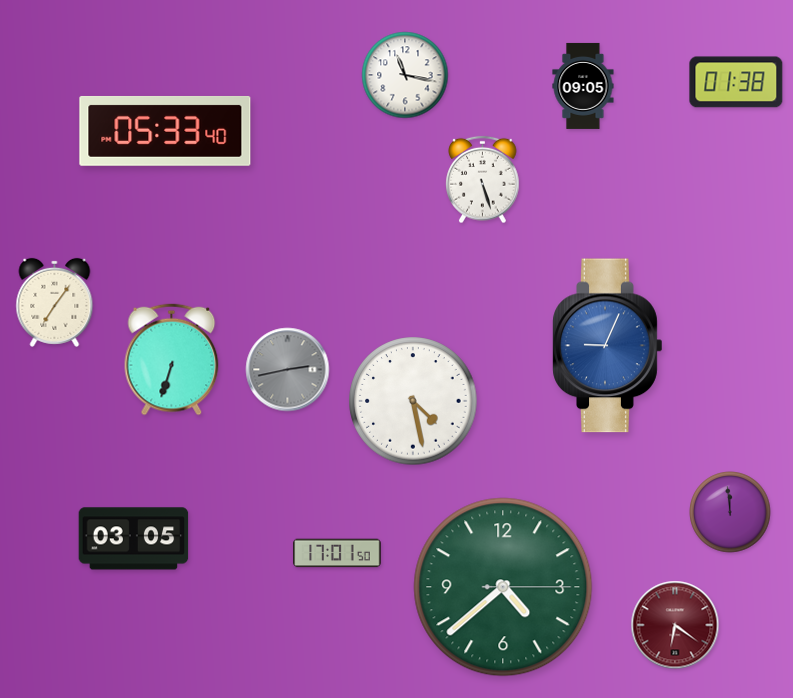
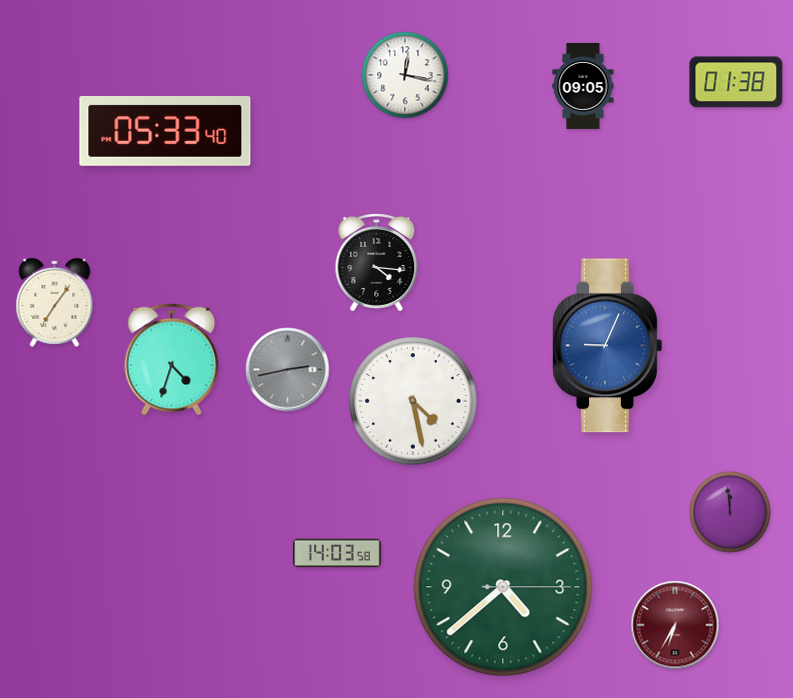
clock at (405, 75): 11:17 -> 12:17
clock at (483, 180): 5:27 -> none
clock at (377, 263): none -> 4:16
clock at (172, 360): 6:33 -> 4:33
clock at (134, 539): 03:05 -> none
clock at (337, 553): 17:01 -> 14:03
clock at (675, 625): 6:21 -> 6:35
